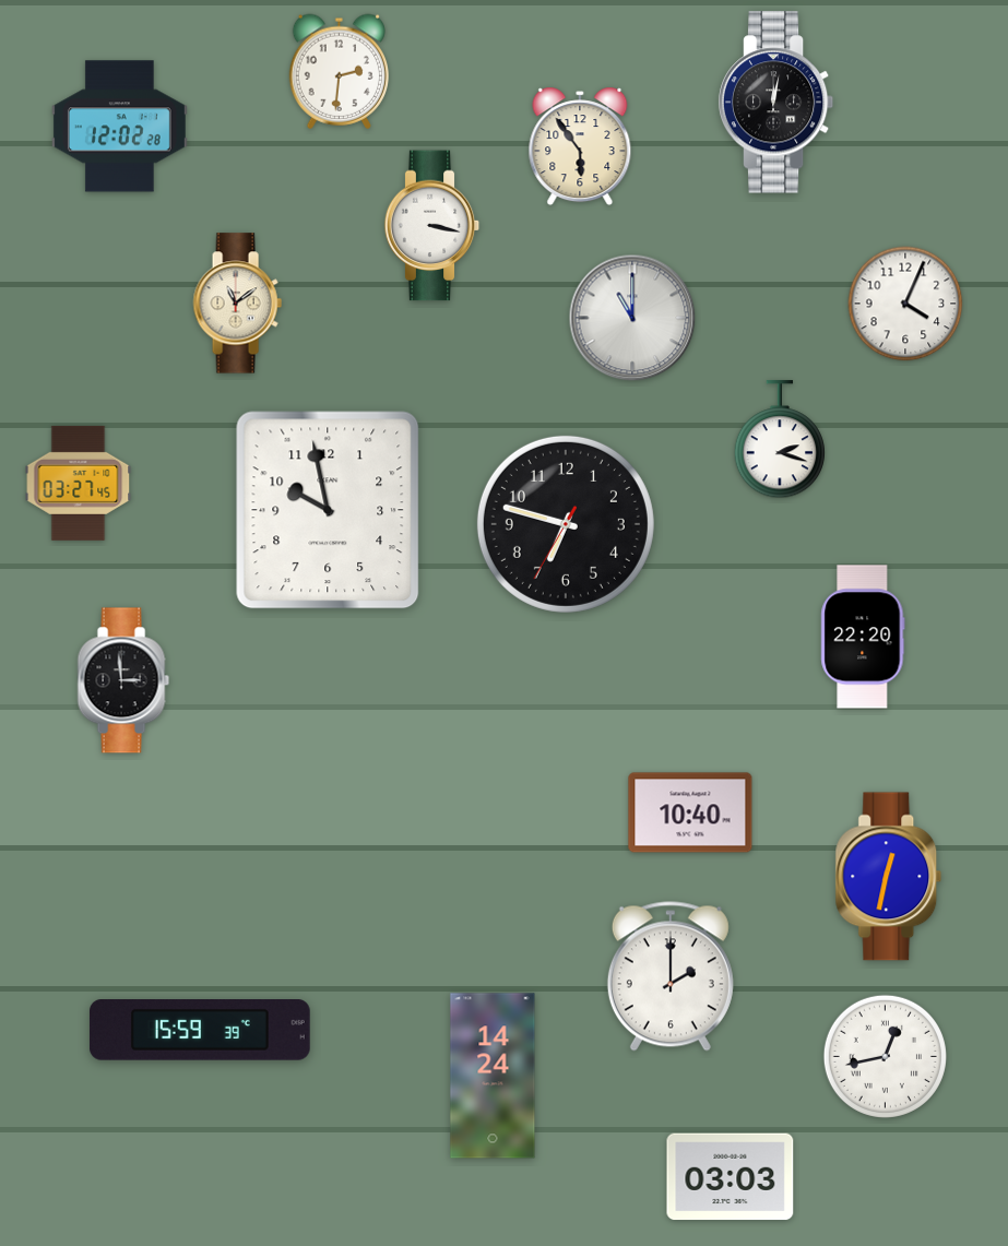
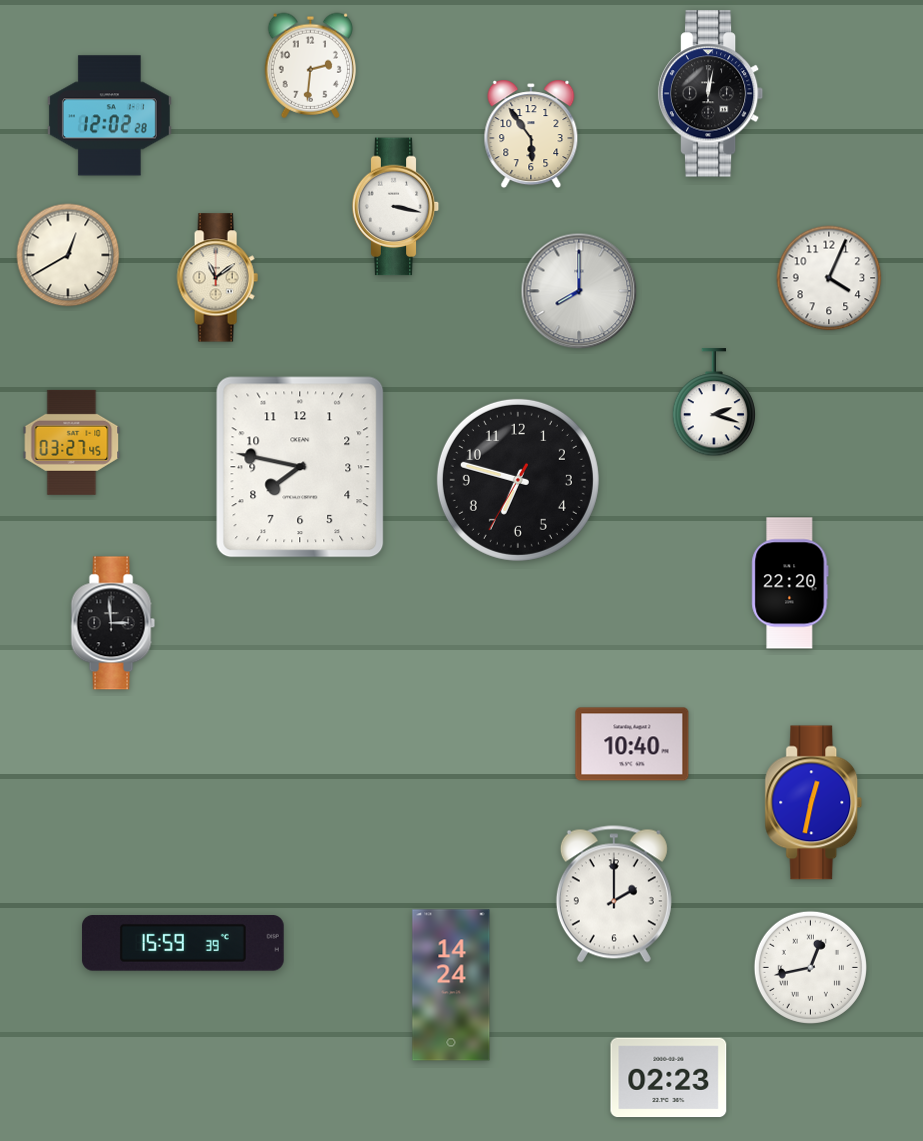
clock at (68, 255): none -> 12:40
clock at (632, 318): 11:00 -> 8:00
clock at (328, 510): 9:58 -> 7:47
clock at (731, 1177): 03:03 -> 02:23
